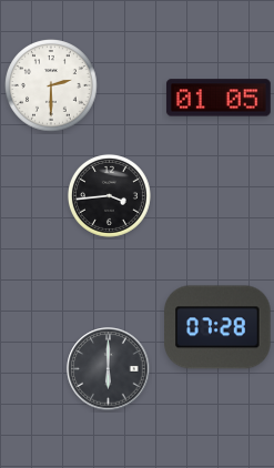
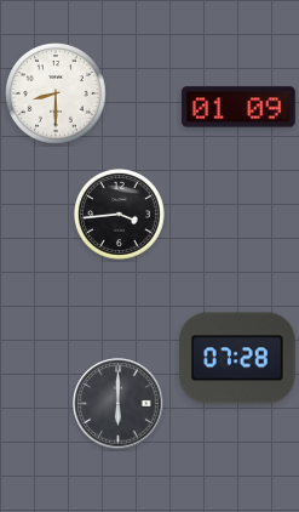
clock at (52, 87): 2:30 -> 8:30
clock at (219, 98): 01:05 -> 01:09
